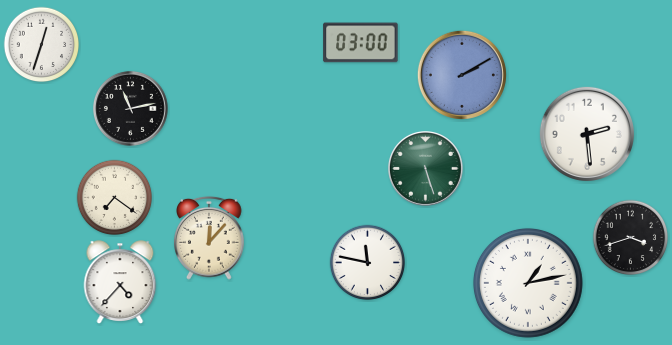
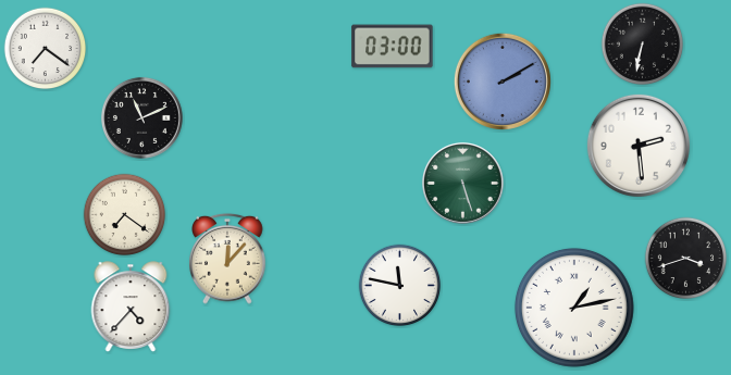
clock at (643, 45): none -> 6:32
clock at (42, 45): 12:33 -> 7:21
clock at (130, 108): 11:13 -> 11:11
